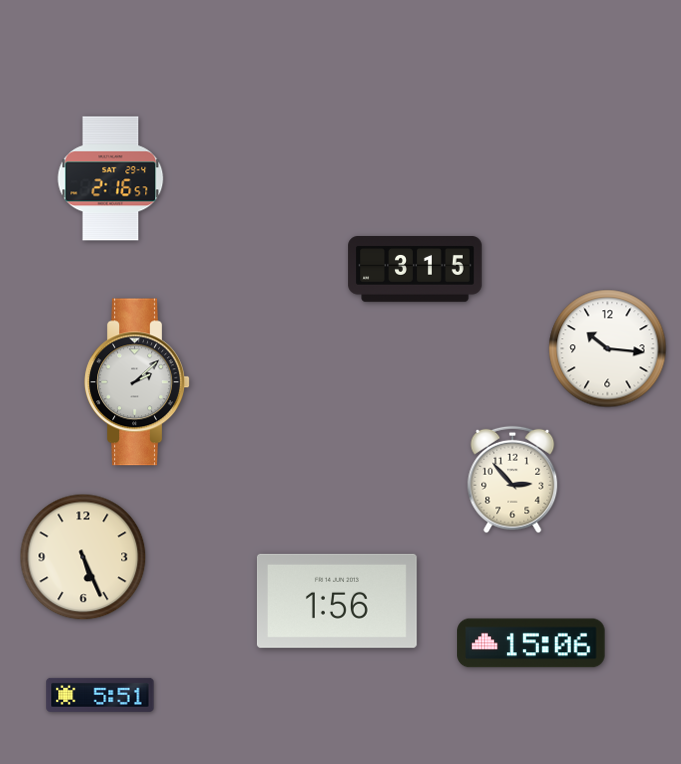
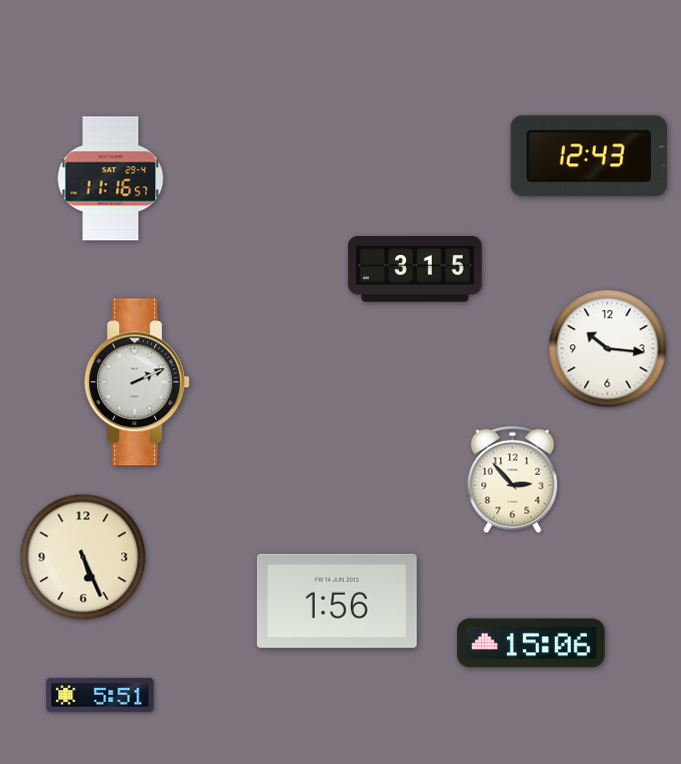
clock at (589, 156): none -> 12:43
clock at (111, 179): 2:16 -> 11:16
clock at (137, 382): 2:08 -> 2:11
